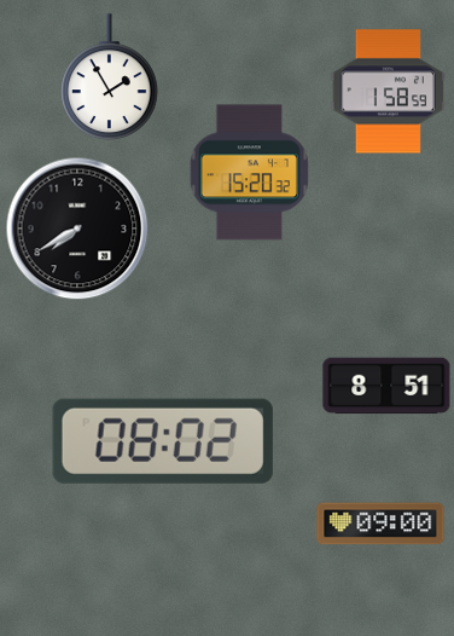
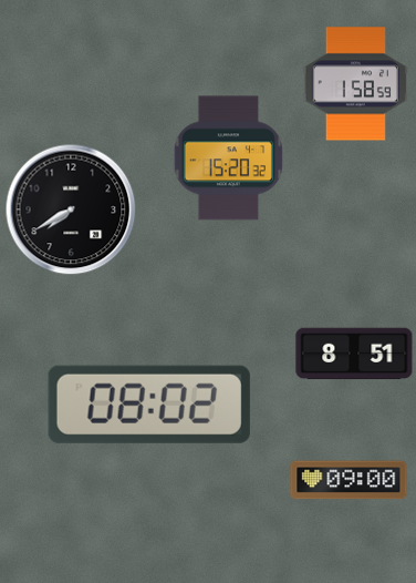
clock at (110, 77): 1:55 -> none
